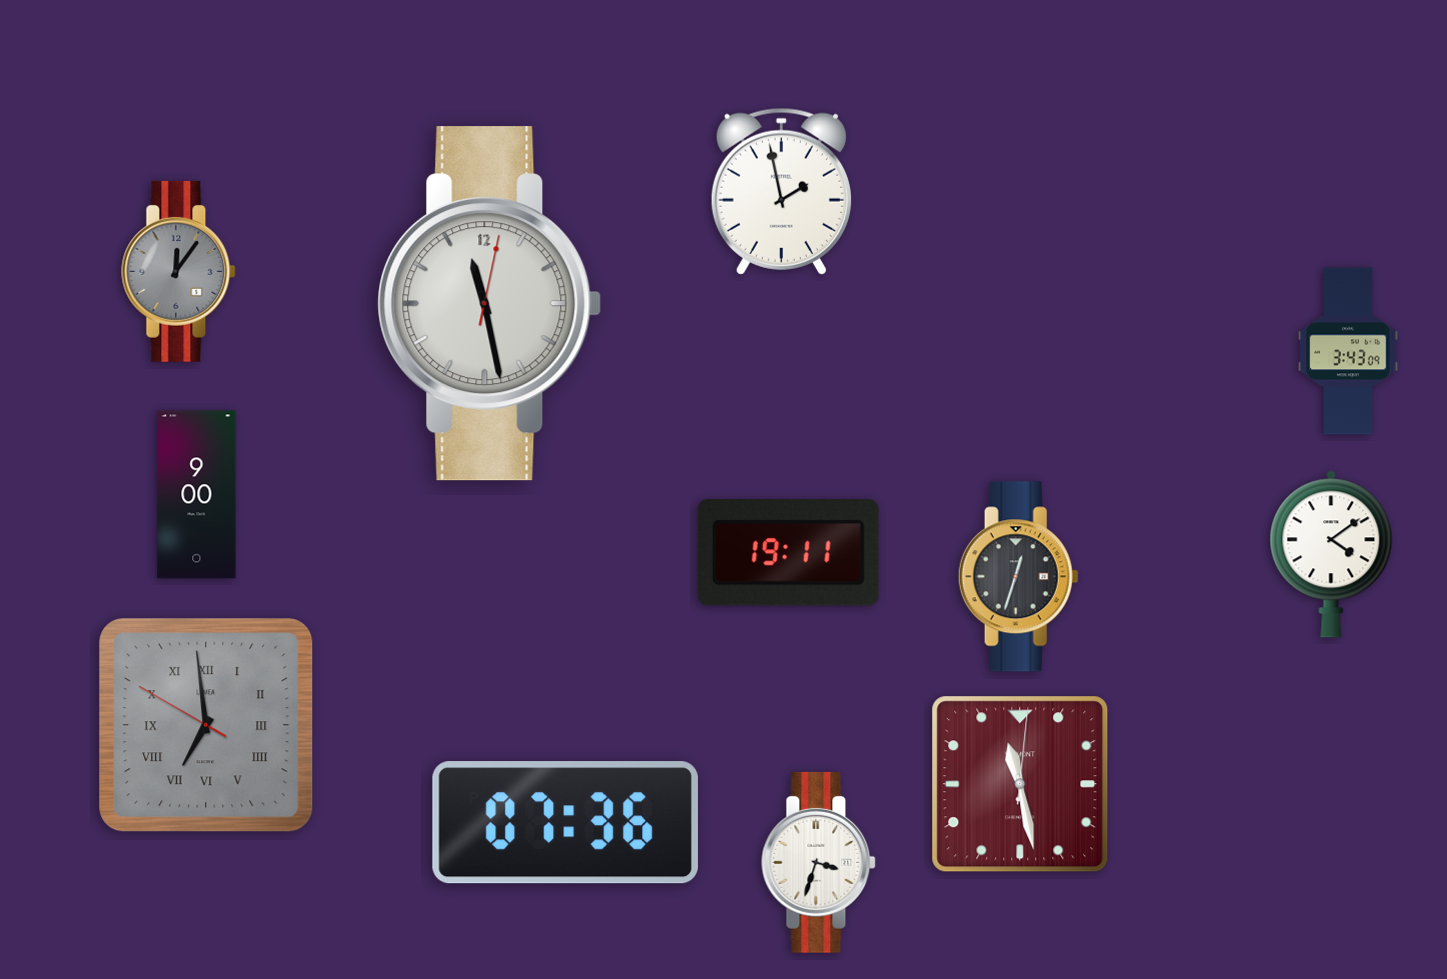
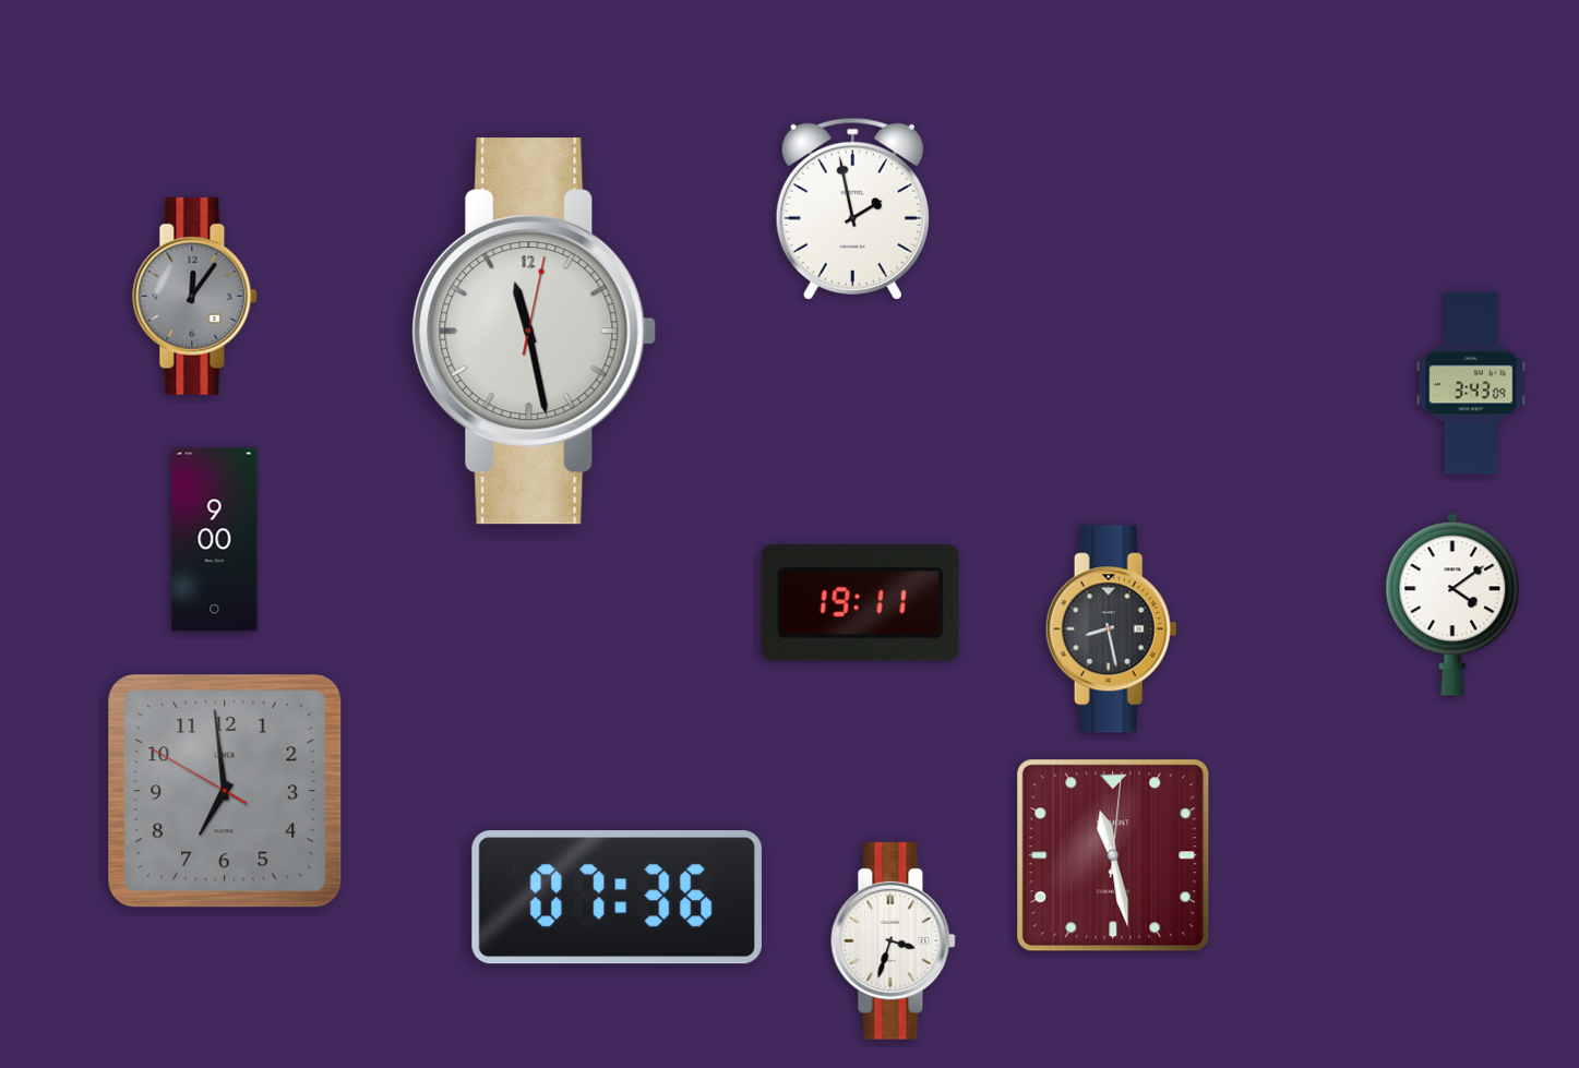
clock at (1018, 577): 12:33 -> 8:28
clock at (206, 725) numerals: Roman -> Arabic
